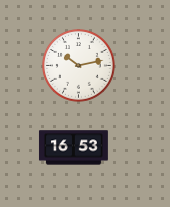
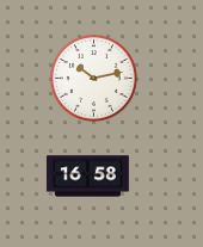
clock at (73, 148): 16:53 -> 16:58
